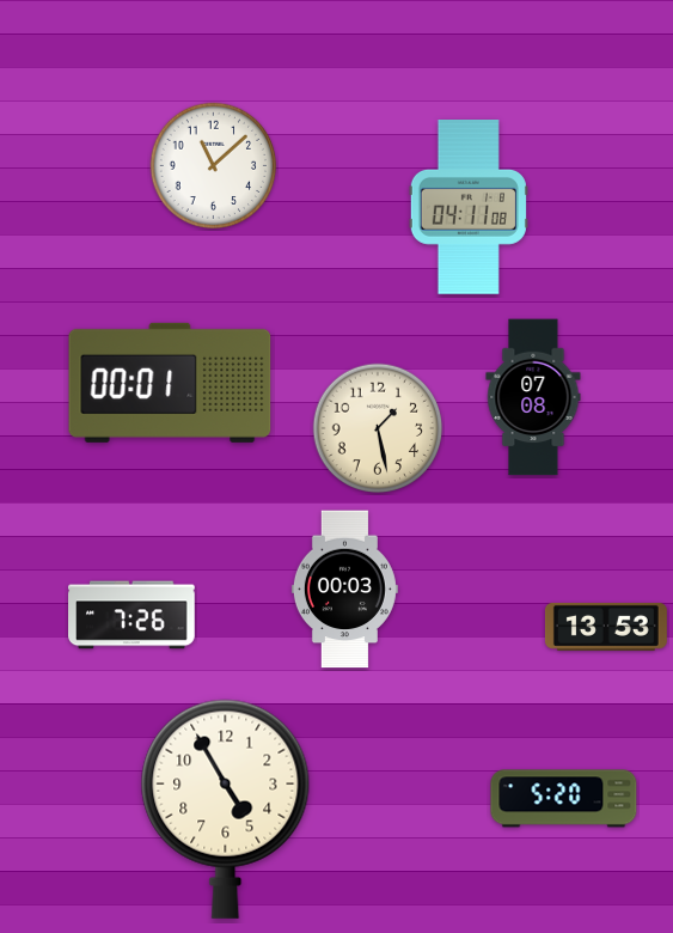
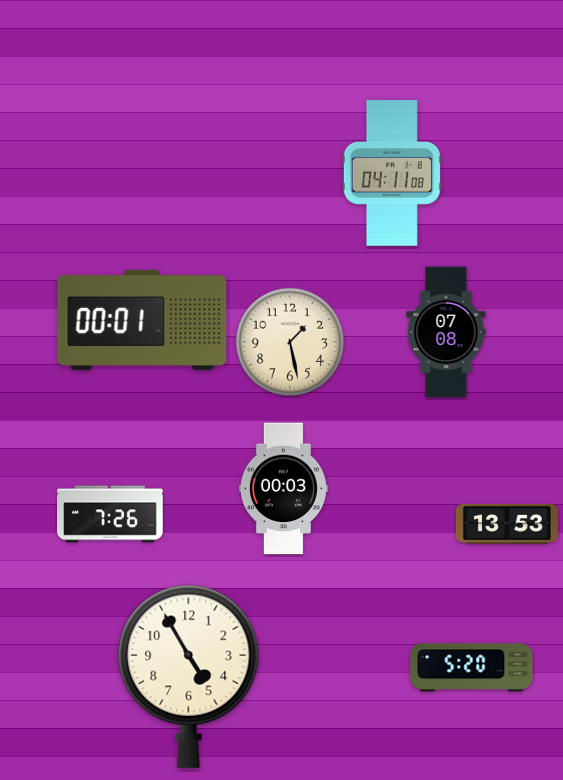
clock at (214, 166): 11:08 -> none
clock at (378, 428) position: (378, 428) -> (290, 342)
clock at (344, 590) position: (344, 590) -> (283, 489)
